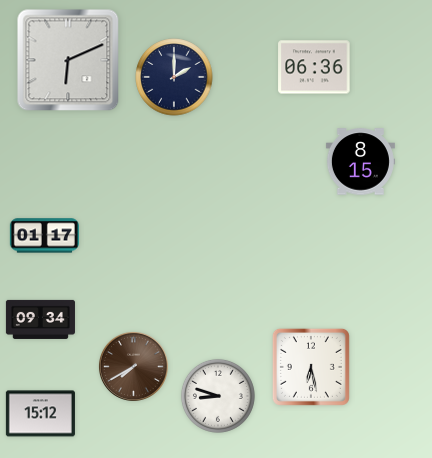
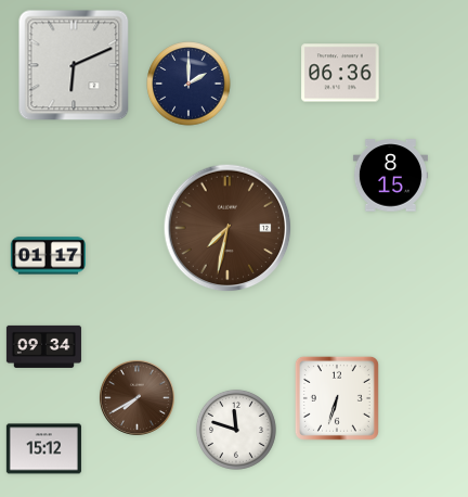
clock at (227, 228): none -> 7:32
clock at (133, 366) position: (133, 366) -> (136, 397)
clock at (311, 367): 6:28 -> 6:33
clock at (218, 396): 8:48 -> 11:48
